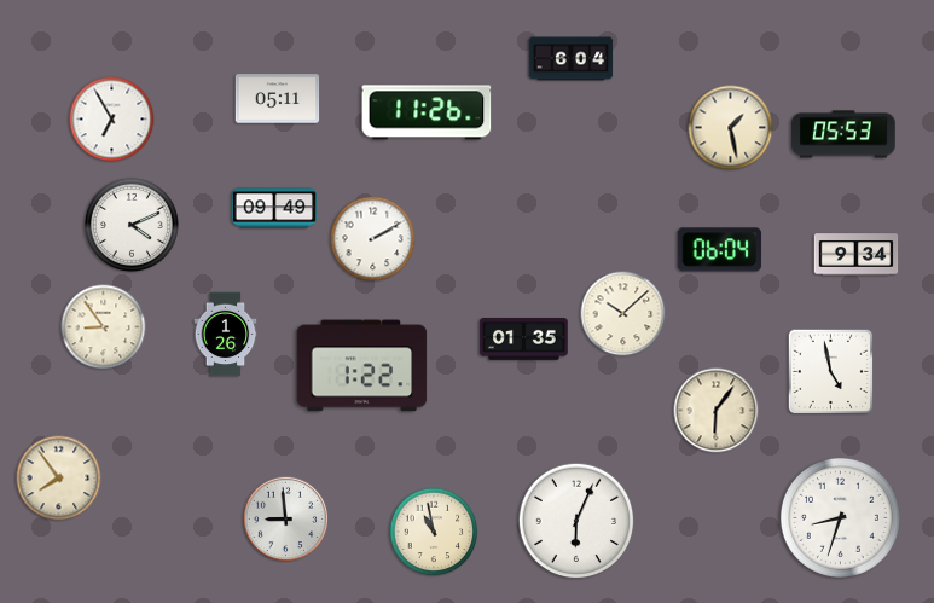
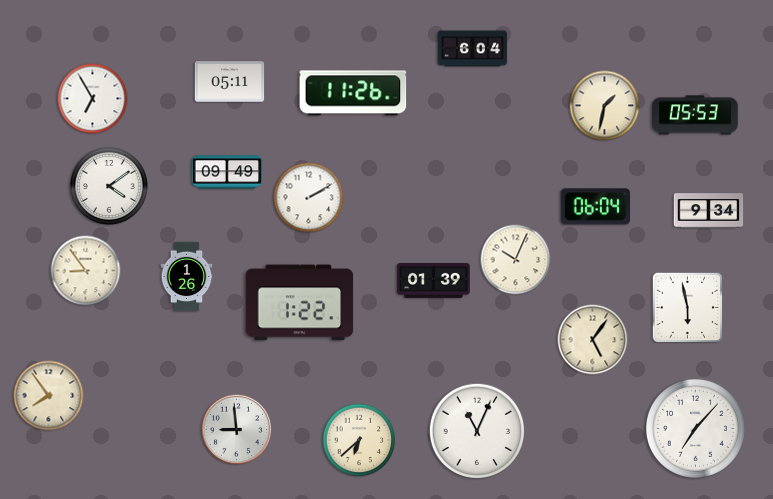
clock at (731, 128): 1:28 -> 1:32
clock at (843, 134) position: (843, 134) -> (695, 115)
clock at (132, 225): 4:11 -> 4:09
clock at (623, 314): 10:08 -> 10:04
clock at (524, 340): 01:35 -> 01:39
clock at (831, 372): 4:58 -> 5:58
clock at (717, 411): 6:06 -> 5:06
clock at (840, 517): 8:33 -> 7:07
clock at (576, 521): 6:04 -> 11:04
clock at (434, 532): 10:58 -> 6:38
